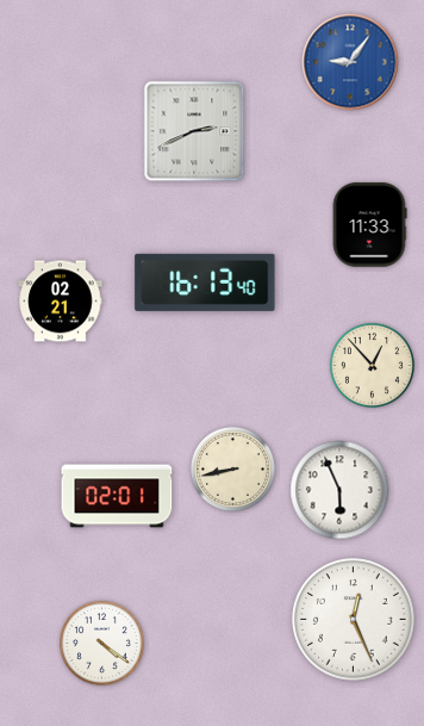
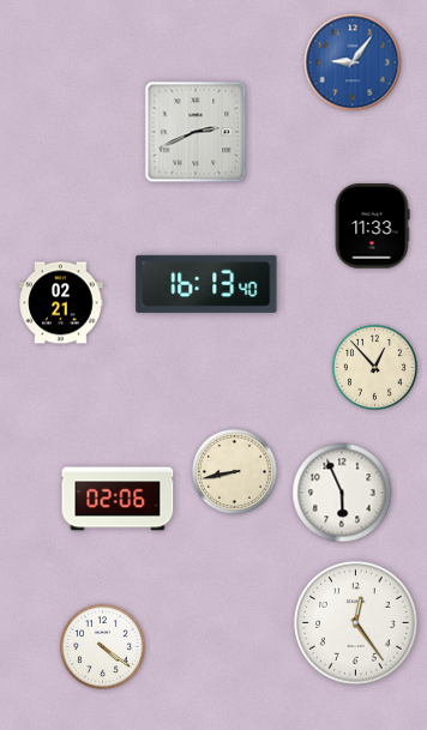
clock at (117, 496): 02:01 -> 02:06
clock at (354, 620): 12:26 -> 12:24
